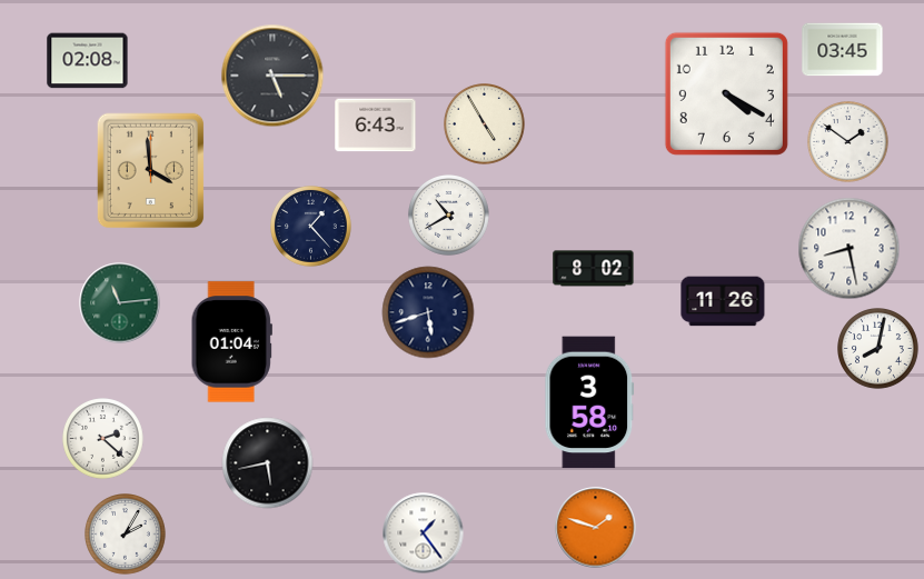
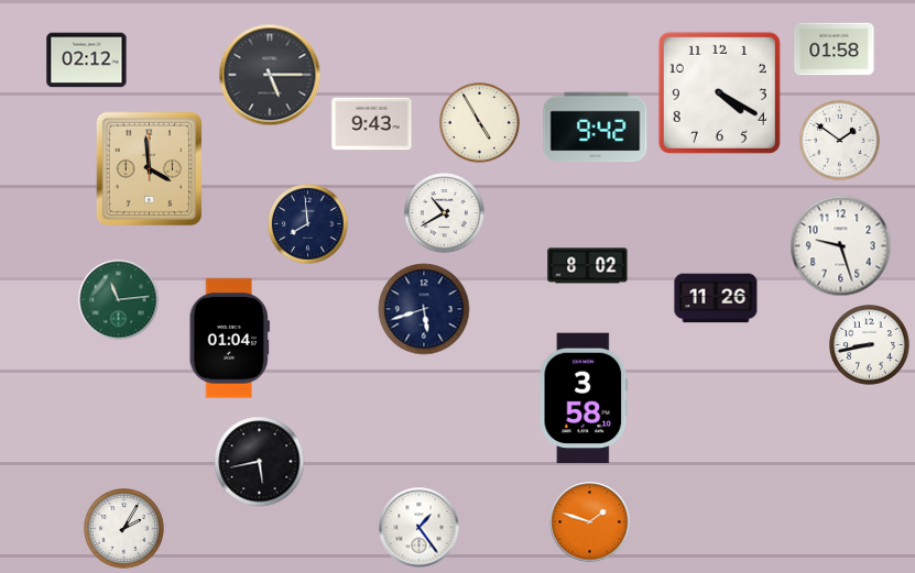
clock at (843, 50): 03:45 -> 01:58
clock at (88, 61): 02:08 -> 02:12
clock at (376, 126): 6:43 -> 9:43
clock at (596, 128): none -> 9:42
clock at (311, 227): 1:23 -> 7:59
clock at (850, 249): 8:28 -> 9:27
clock at (878, 349): 8:02 -> 8:43
clock at (103, 439): 2:22 -> none
clock at (268, 463) position: (268, 463) -> (260, 462)
